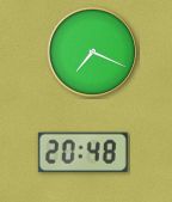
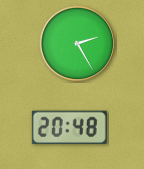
clock at (93, 53): 7:19 -> 2:25
